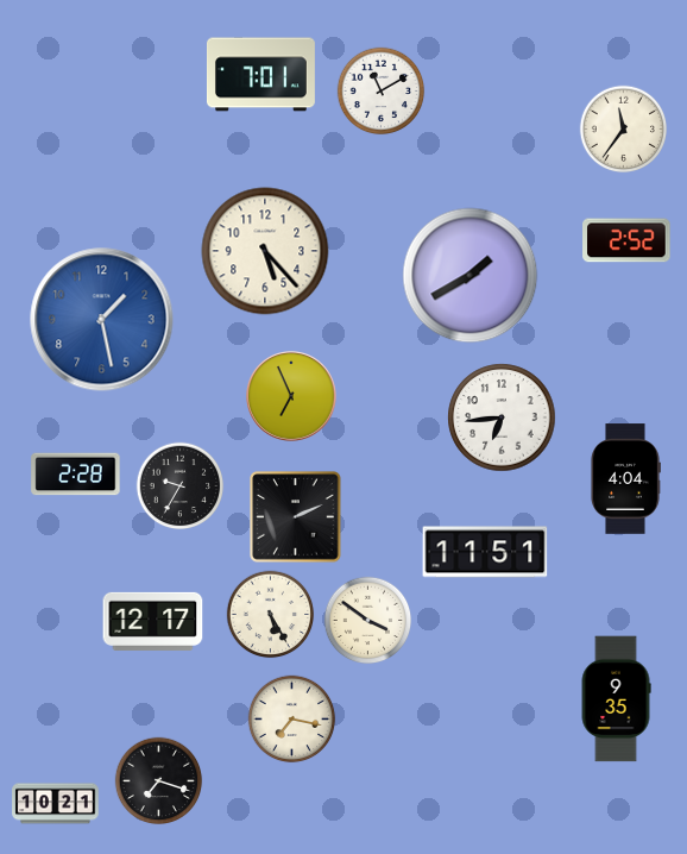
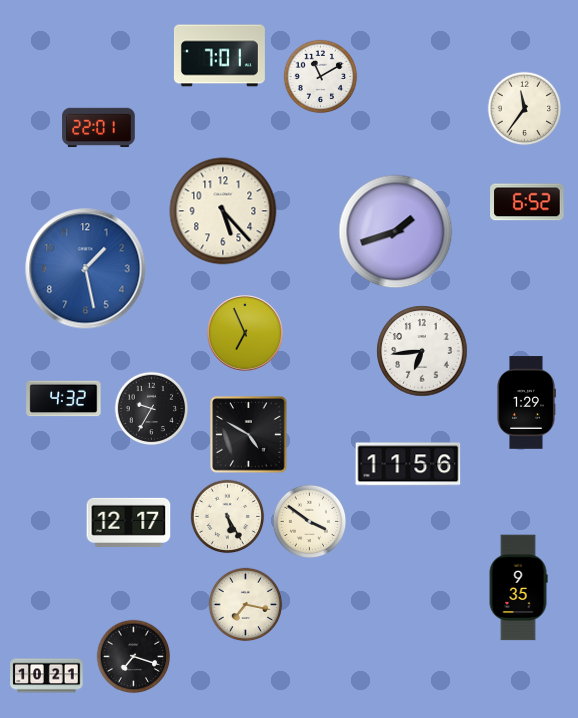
clock at (260, 75) position: (260, 75) -> (219, 56)
clock at (99, 128): none -> 22:01
clock at (626, 240): 2:52 -> 6:52
clock at (471, 276): 1:40 -> 1:42
clock at (76, 475): 2:28 -> 4:32
clock at (625, 479): 4:04 -> 1:29
clock at (296, 517): 2:11 -> 4:50
clock at (485, 552): 11:51 -> 11:56
